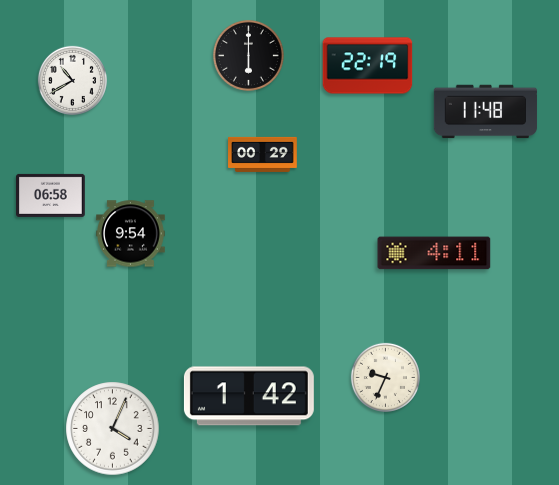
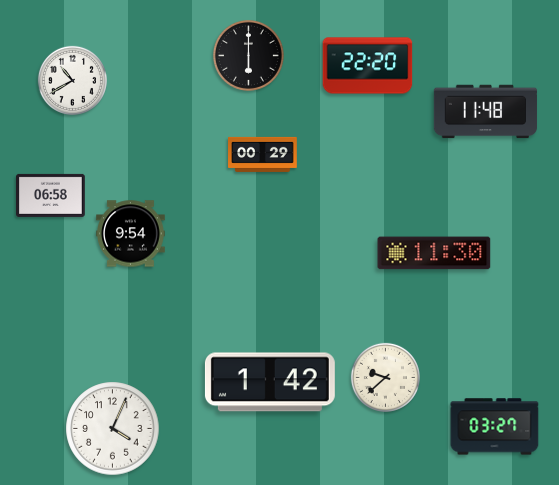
clock at (368, 66): 22:19 -> 22:20
clock at (434, 253): 4:11 -> 11:30
clock at (385, 377): 9:34 -> 9:38
clock at (249, 396) position: (249, 396) -> (270, 382)
clock at (495, 427): none -> 03:27
